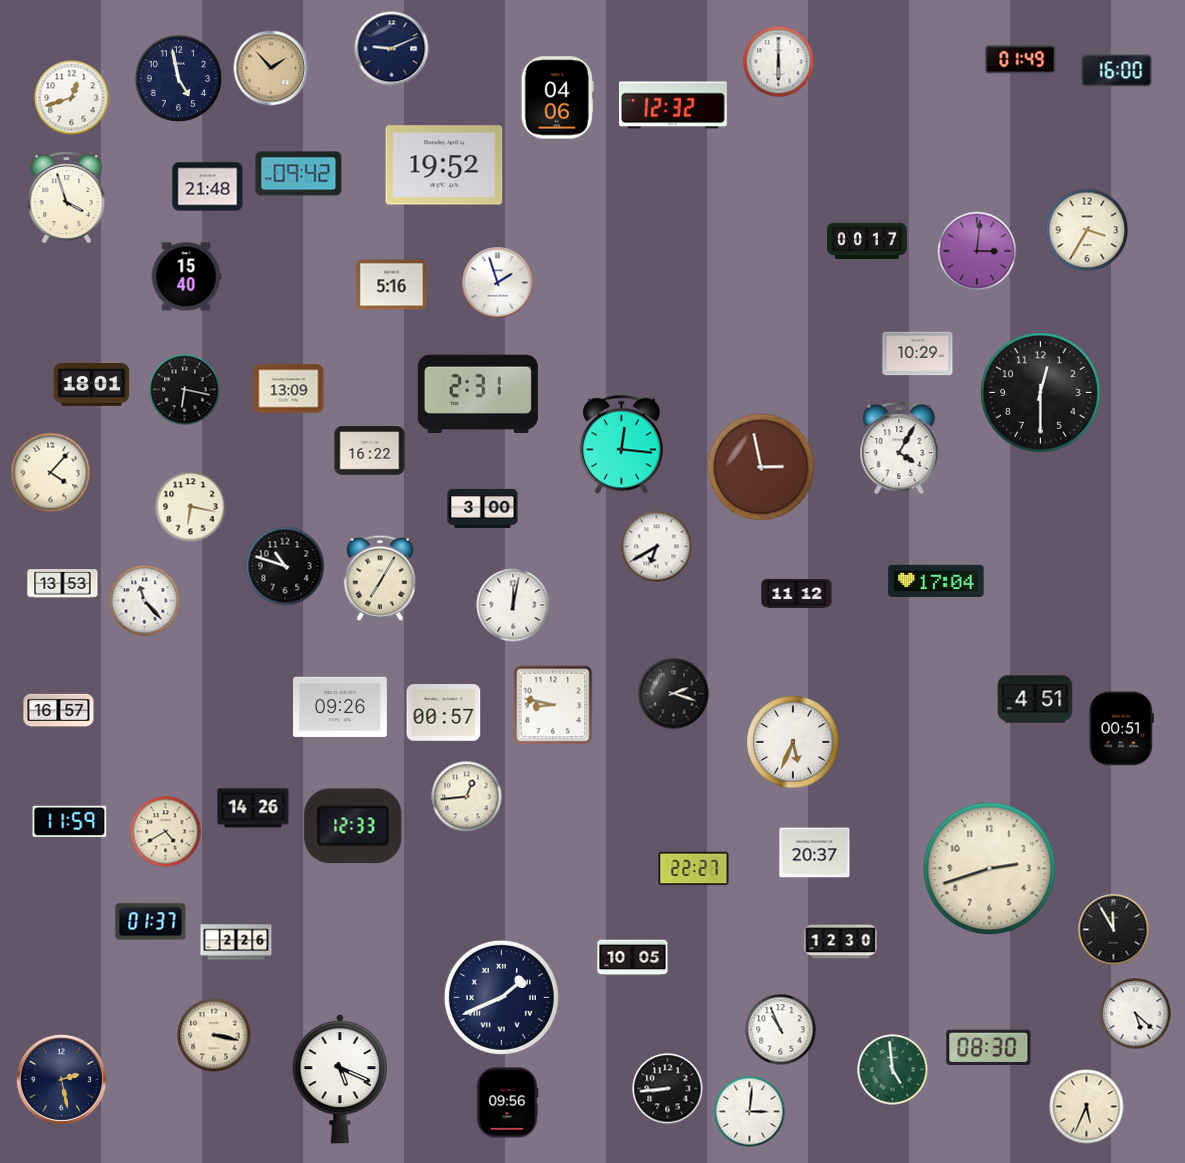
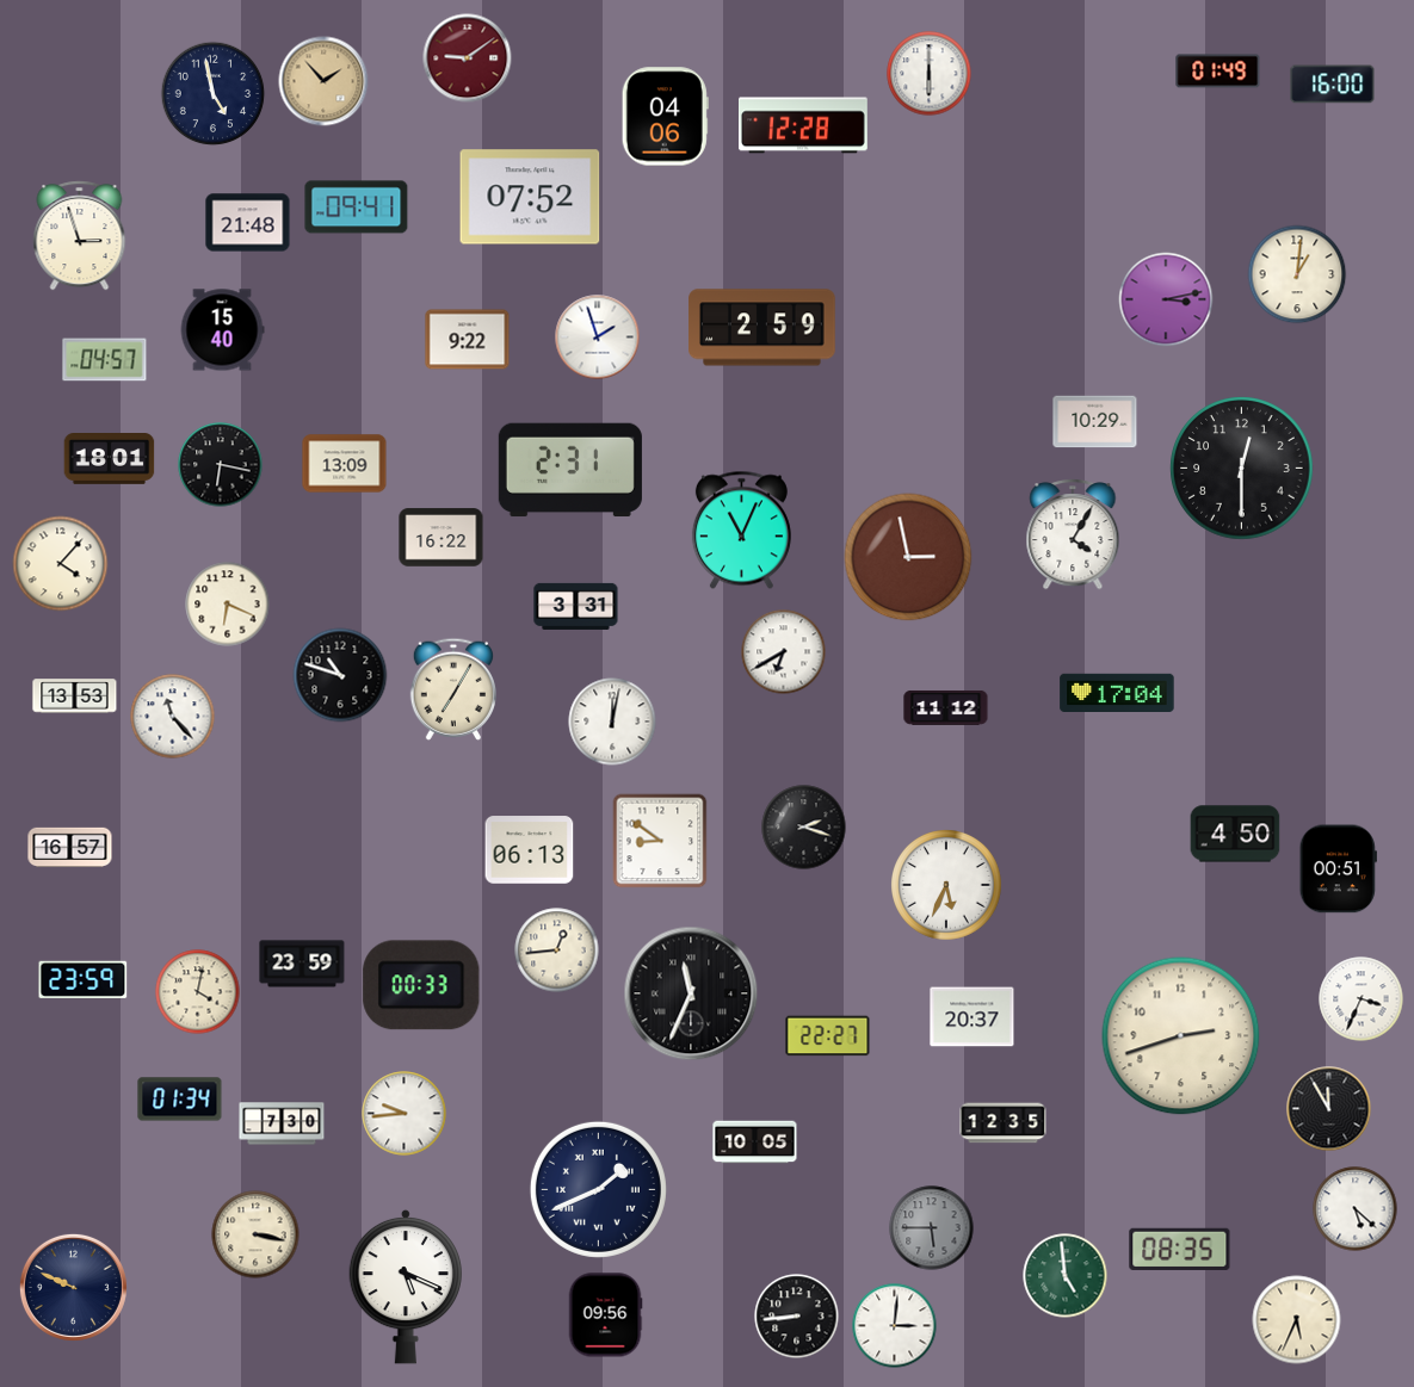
clock at (392, 49): 9:11 -> 9:09
clock at (392, 49) dial: navy -> burgundy
clock at (72, 98): 12:42 -> none
clock at (674, 105): 12:32 -> 12:28
clock at (444, 165): 19:52 -> 07:52
clock at (299, 174): 09:42 -> 09:41
clock at (67, 198): 3:57 -> 2:57
clock at (1087, 230): 3:35 -> 1:01
clock at (867, 241): 00:17 -> none
clock at (977, 251): 3:01 -> 3:13
clock at (762, 328): none -> 2:59
clock at (498, 283) position: (498, 283) -> (598, 338)
clock at (392, 285): 5:16 -> 9:22
clock at (105, 360): none -> 04:57
clock at (621, 445): 12:16 -> 11:04
clock at (191, 507): 6:17 -> 6:19
clock at (483, 508): 3:00 -> 3:31
clock at (797, 593) position: (797, 593) -> (946, 707)
clock at (1035, 699): 4:51 -> 4:50
clock at (553, 705): 8:47 -> 8:51
clock at (341, 707): 09:26 -> none
clock at (444, 713): 00:57 -> 06:13
clock at (253, 808): 14:26 -> 23:59
clock at (70, 821): 11:59 -> 23:59
clock at (353, 826): 12:33 -> 00:33
clock at (166, 832): 4:40 -> 4:02
clock at (691, 993): none -> 11:34
clock at (1361, 999): none -> 3:34
clock at (151, 922): 01:37 -> 01:34
clock at (405, 1114): none -> 9:44
clock at (236, 942): 2:26 -> 7:30
clock at (841, 942): 12:30 -> 12:35
clock at (781, 1030): 10:56 -> 5:45
clock at (781, 1030) dial: white -> grey
clock at (989, 1047): 08:30 -> 08:35
clock at (61, 1079): 2:28 -> 9:49
clock at (668, 1089) position: (668, 1089) -> (797, 1317)
